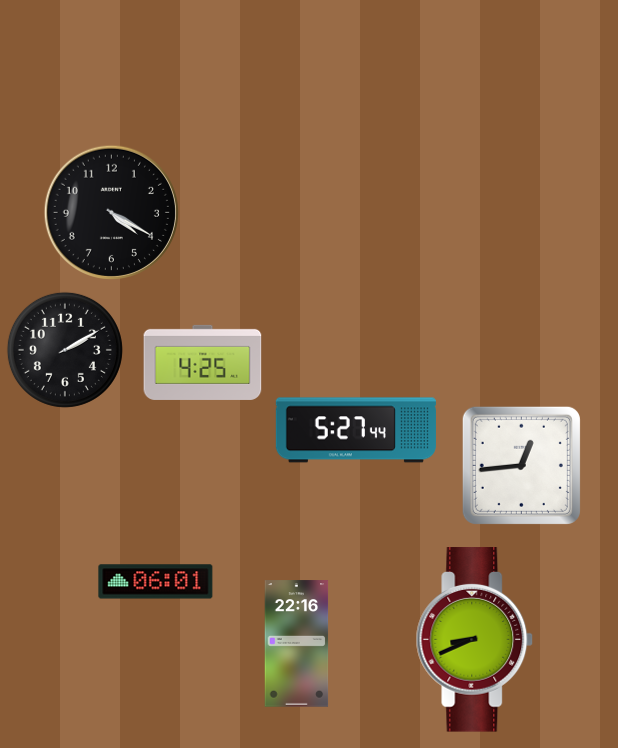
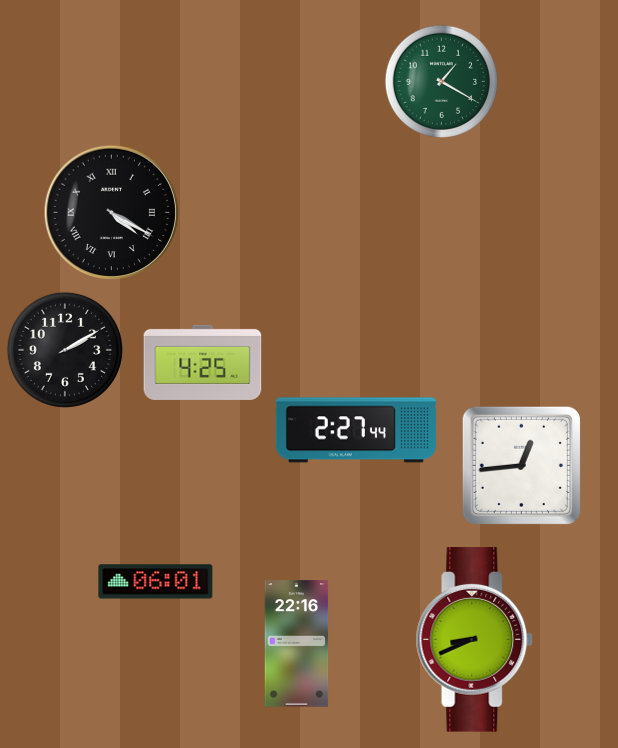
clock at (441, 81): none -> 1:20
clock at (111, 212) numerals: Arabic -> Roman
clock at (356, 430): 5:27 -> 2:27
